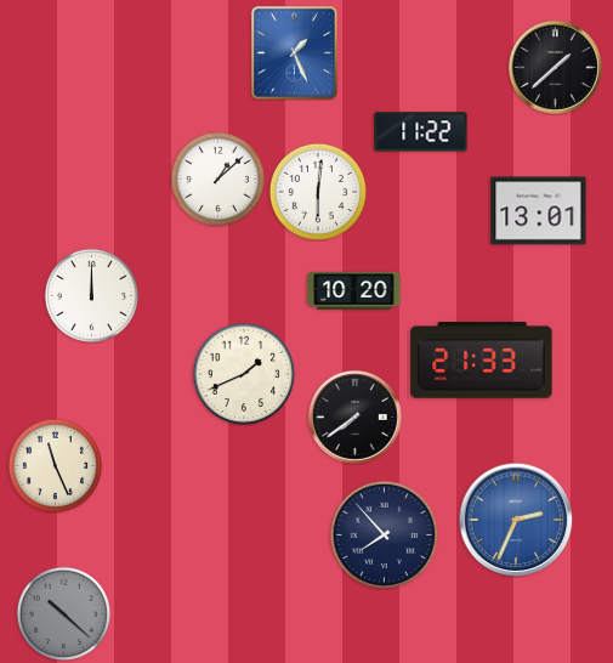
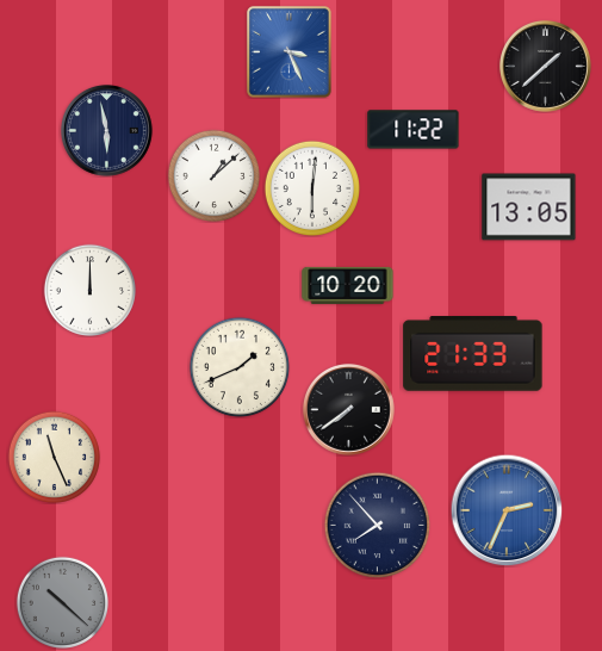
clock at (294, 53): 1:26 -> 3:26
clock at (107, 131): none -> 5:58
clock at (539, 211): 13:01 -> 13:05
